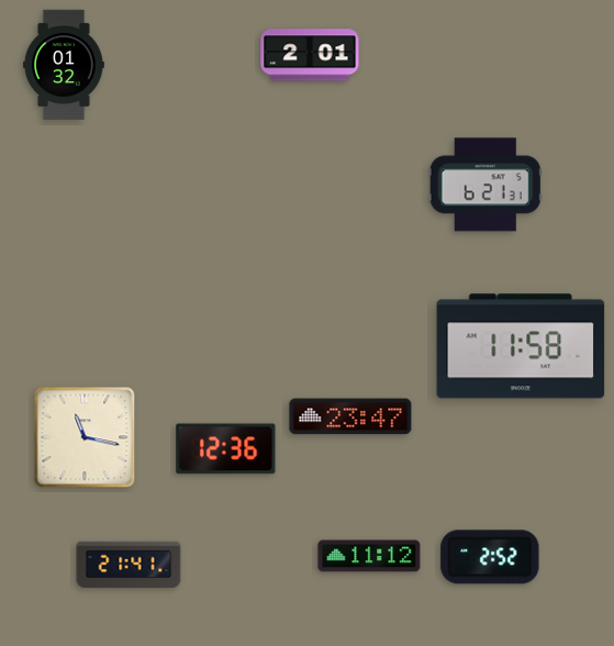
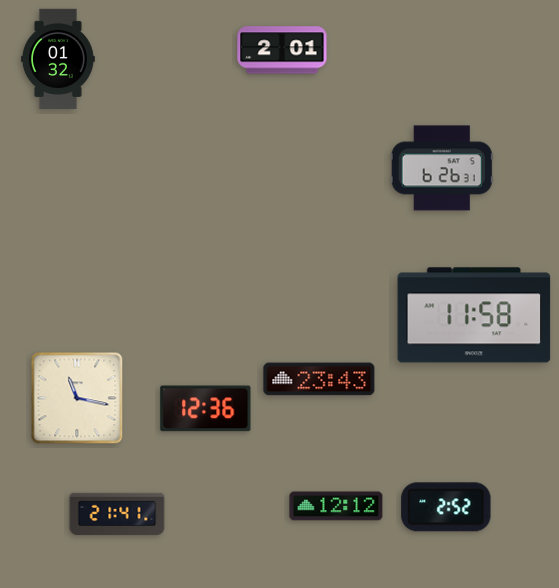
clock at (485, 185): 6:21 -> 6:26
clock at (350, 416): 23:47 -> 23:43
clock at (369, 556): 11:12 -> 12:12
